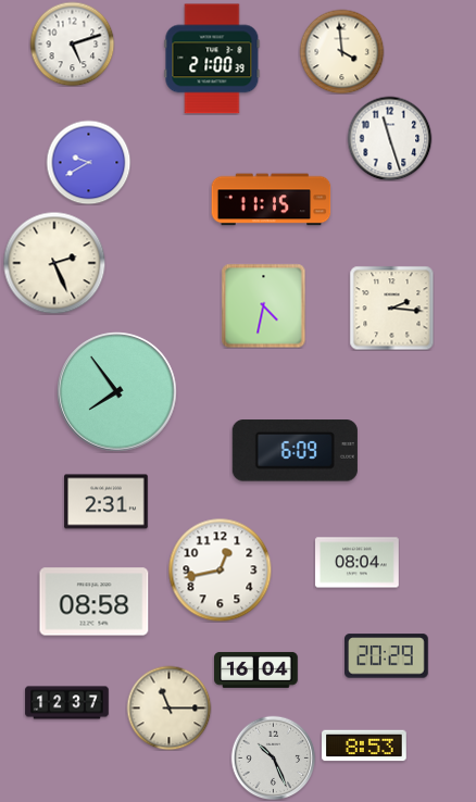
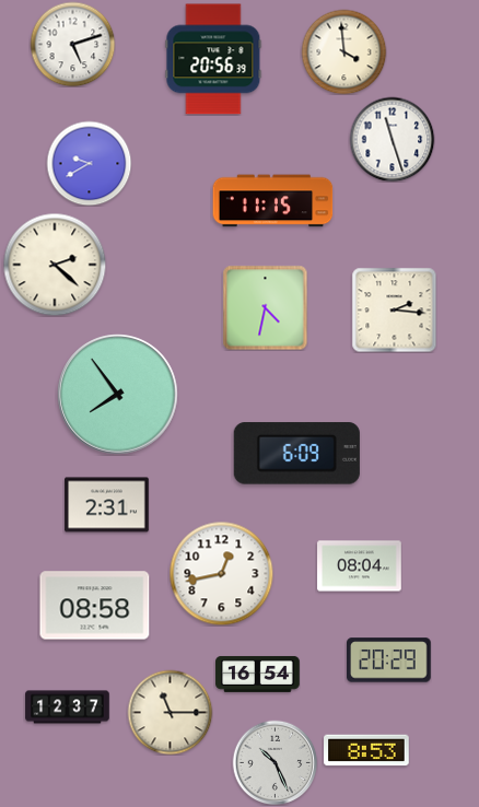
clock at (212, 59): 21:00 -> 20:56
clock at (54, 263): 2:26 -> 2:22
clock at (256, 669): 16:04 -> 16:54
